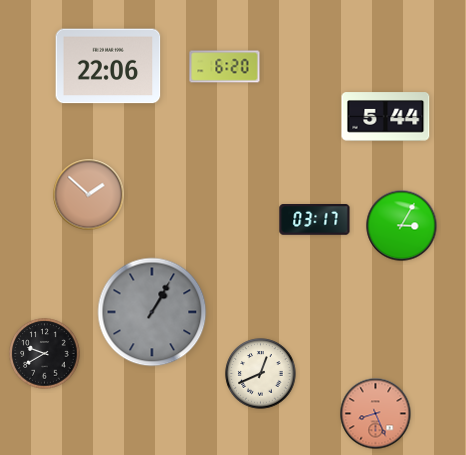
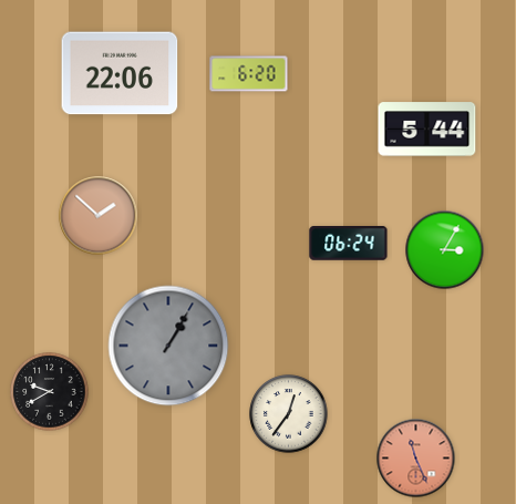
clock at (315, 220): 03:17 -> 06:24
clock at (261, 374): 12:41 -> 12:36
clock at (376, 414): 8:26 -> 11:26
